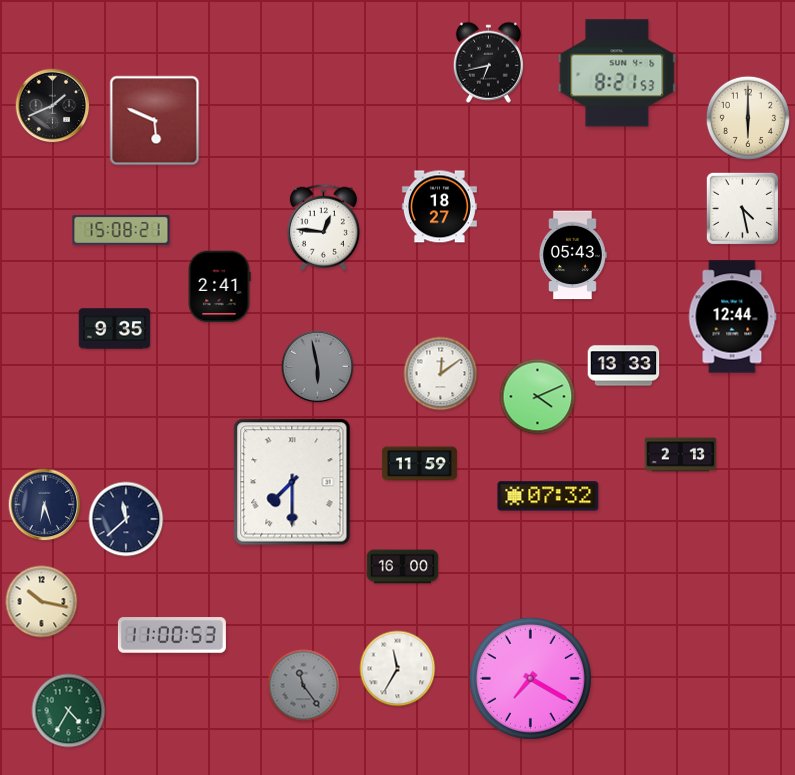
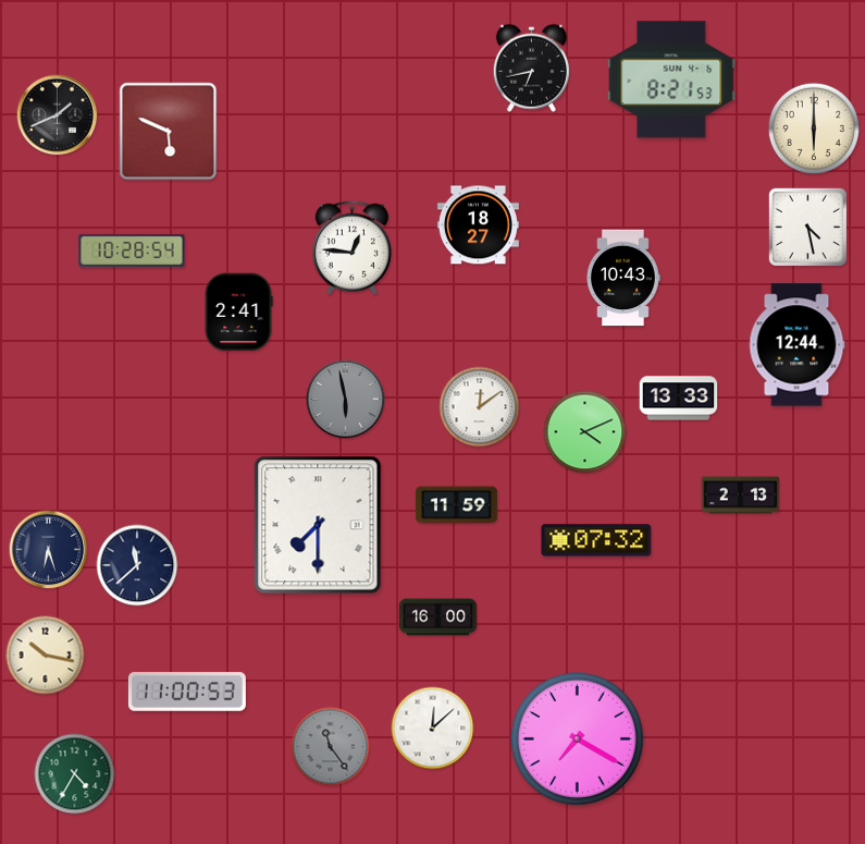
clock at (121, 230): 15:08 -> 10:28
clock at (573, 255): 05:43 -> 10:43
clock at (115, 329): 9:35 -> none
clock at (398, 669): 11:35 -> 12:08
